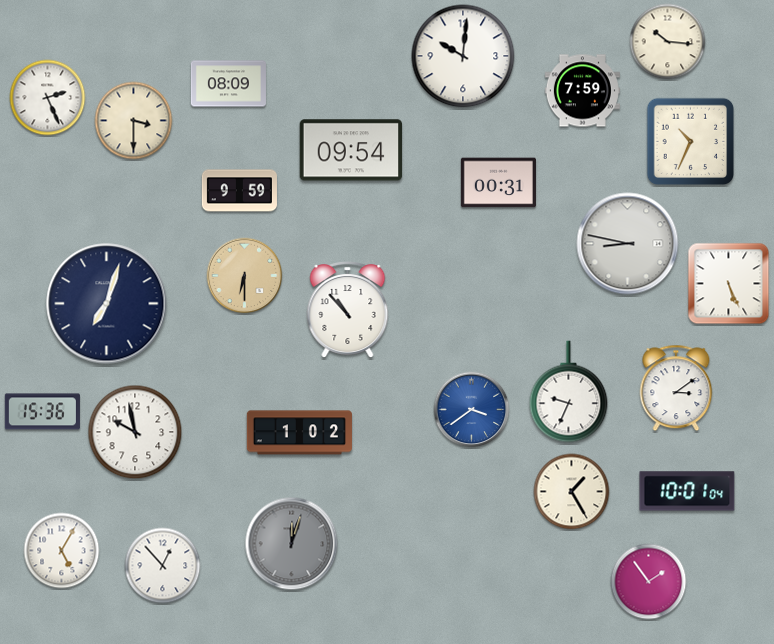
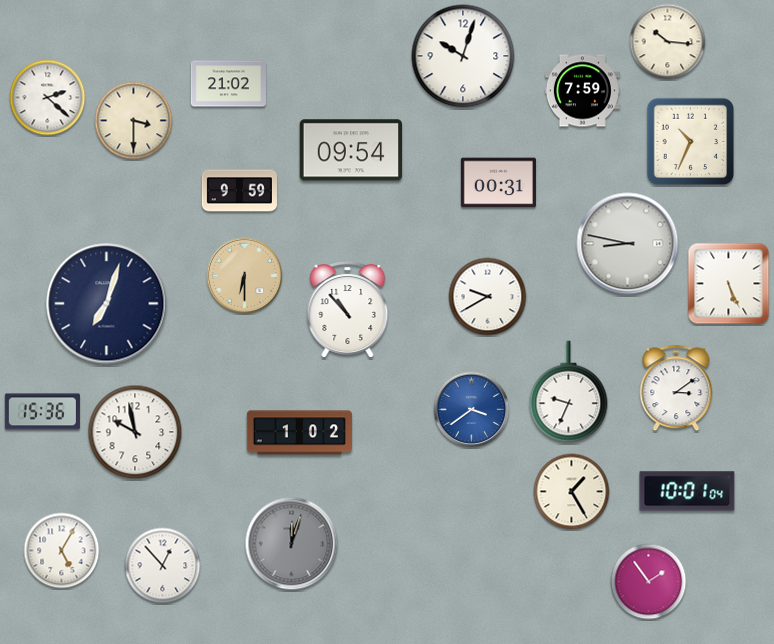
clock at (463, 56): 10:01 -> 10:03
clock at (228, 84): 08:09 -> 21:02
clock at (48, 98): 2:26 -> 2:22
clock at (488, 297): none -> 9:40
